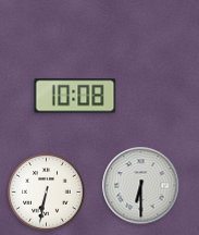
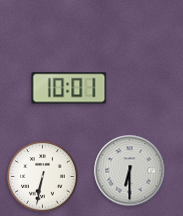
clock at (75, 96): 10:08 -> 10:01
